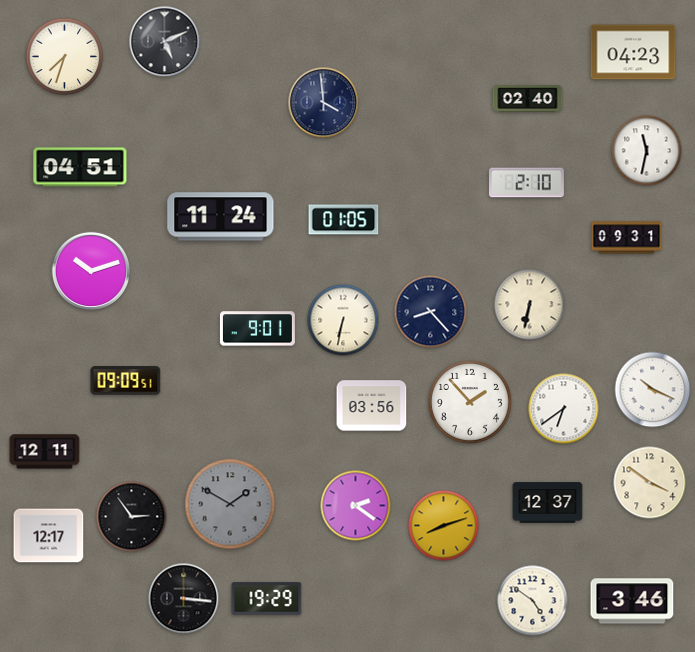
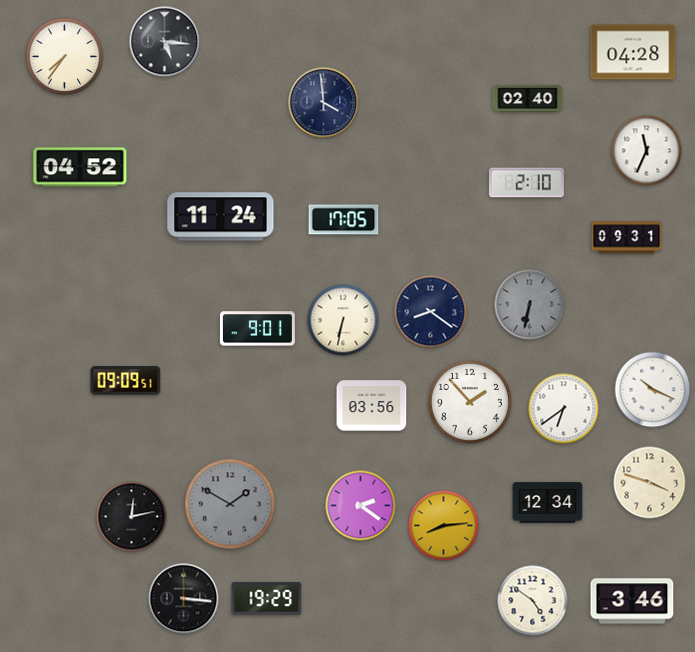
clock at (165, 42): 5:11 -> 5:16
clock at (633, 52): 04:23 -> 04:28
clock at (65, 57): 7:33 -> 7:36
clock at (647, 151): 11:32 -> 11:34
clock at (80, 167): 04:51 -> 04:52
clock at (344, 220): 01:05 -> 17:05
clock at (91, 271): 10:12 -> none
clock at (530, 305) dial: cream -> grey
clock at (431, 312): 8:23 -> 8:21
clock at (45, 452): 12:11 -> none
clock at (650, 483): 3:51 -> 3:48
clock at (548, 503): 12:37 -> 12:34
clock at (356, 506) position: (356, 506) -> (361, 506)
clock at (132, 517): 2:54 -> 12:13
clock at (444, 526): 8:12 -> 8:14
clock at (49, 536): 12:17 -> none
